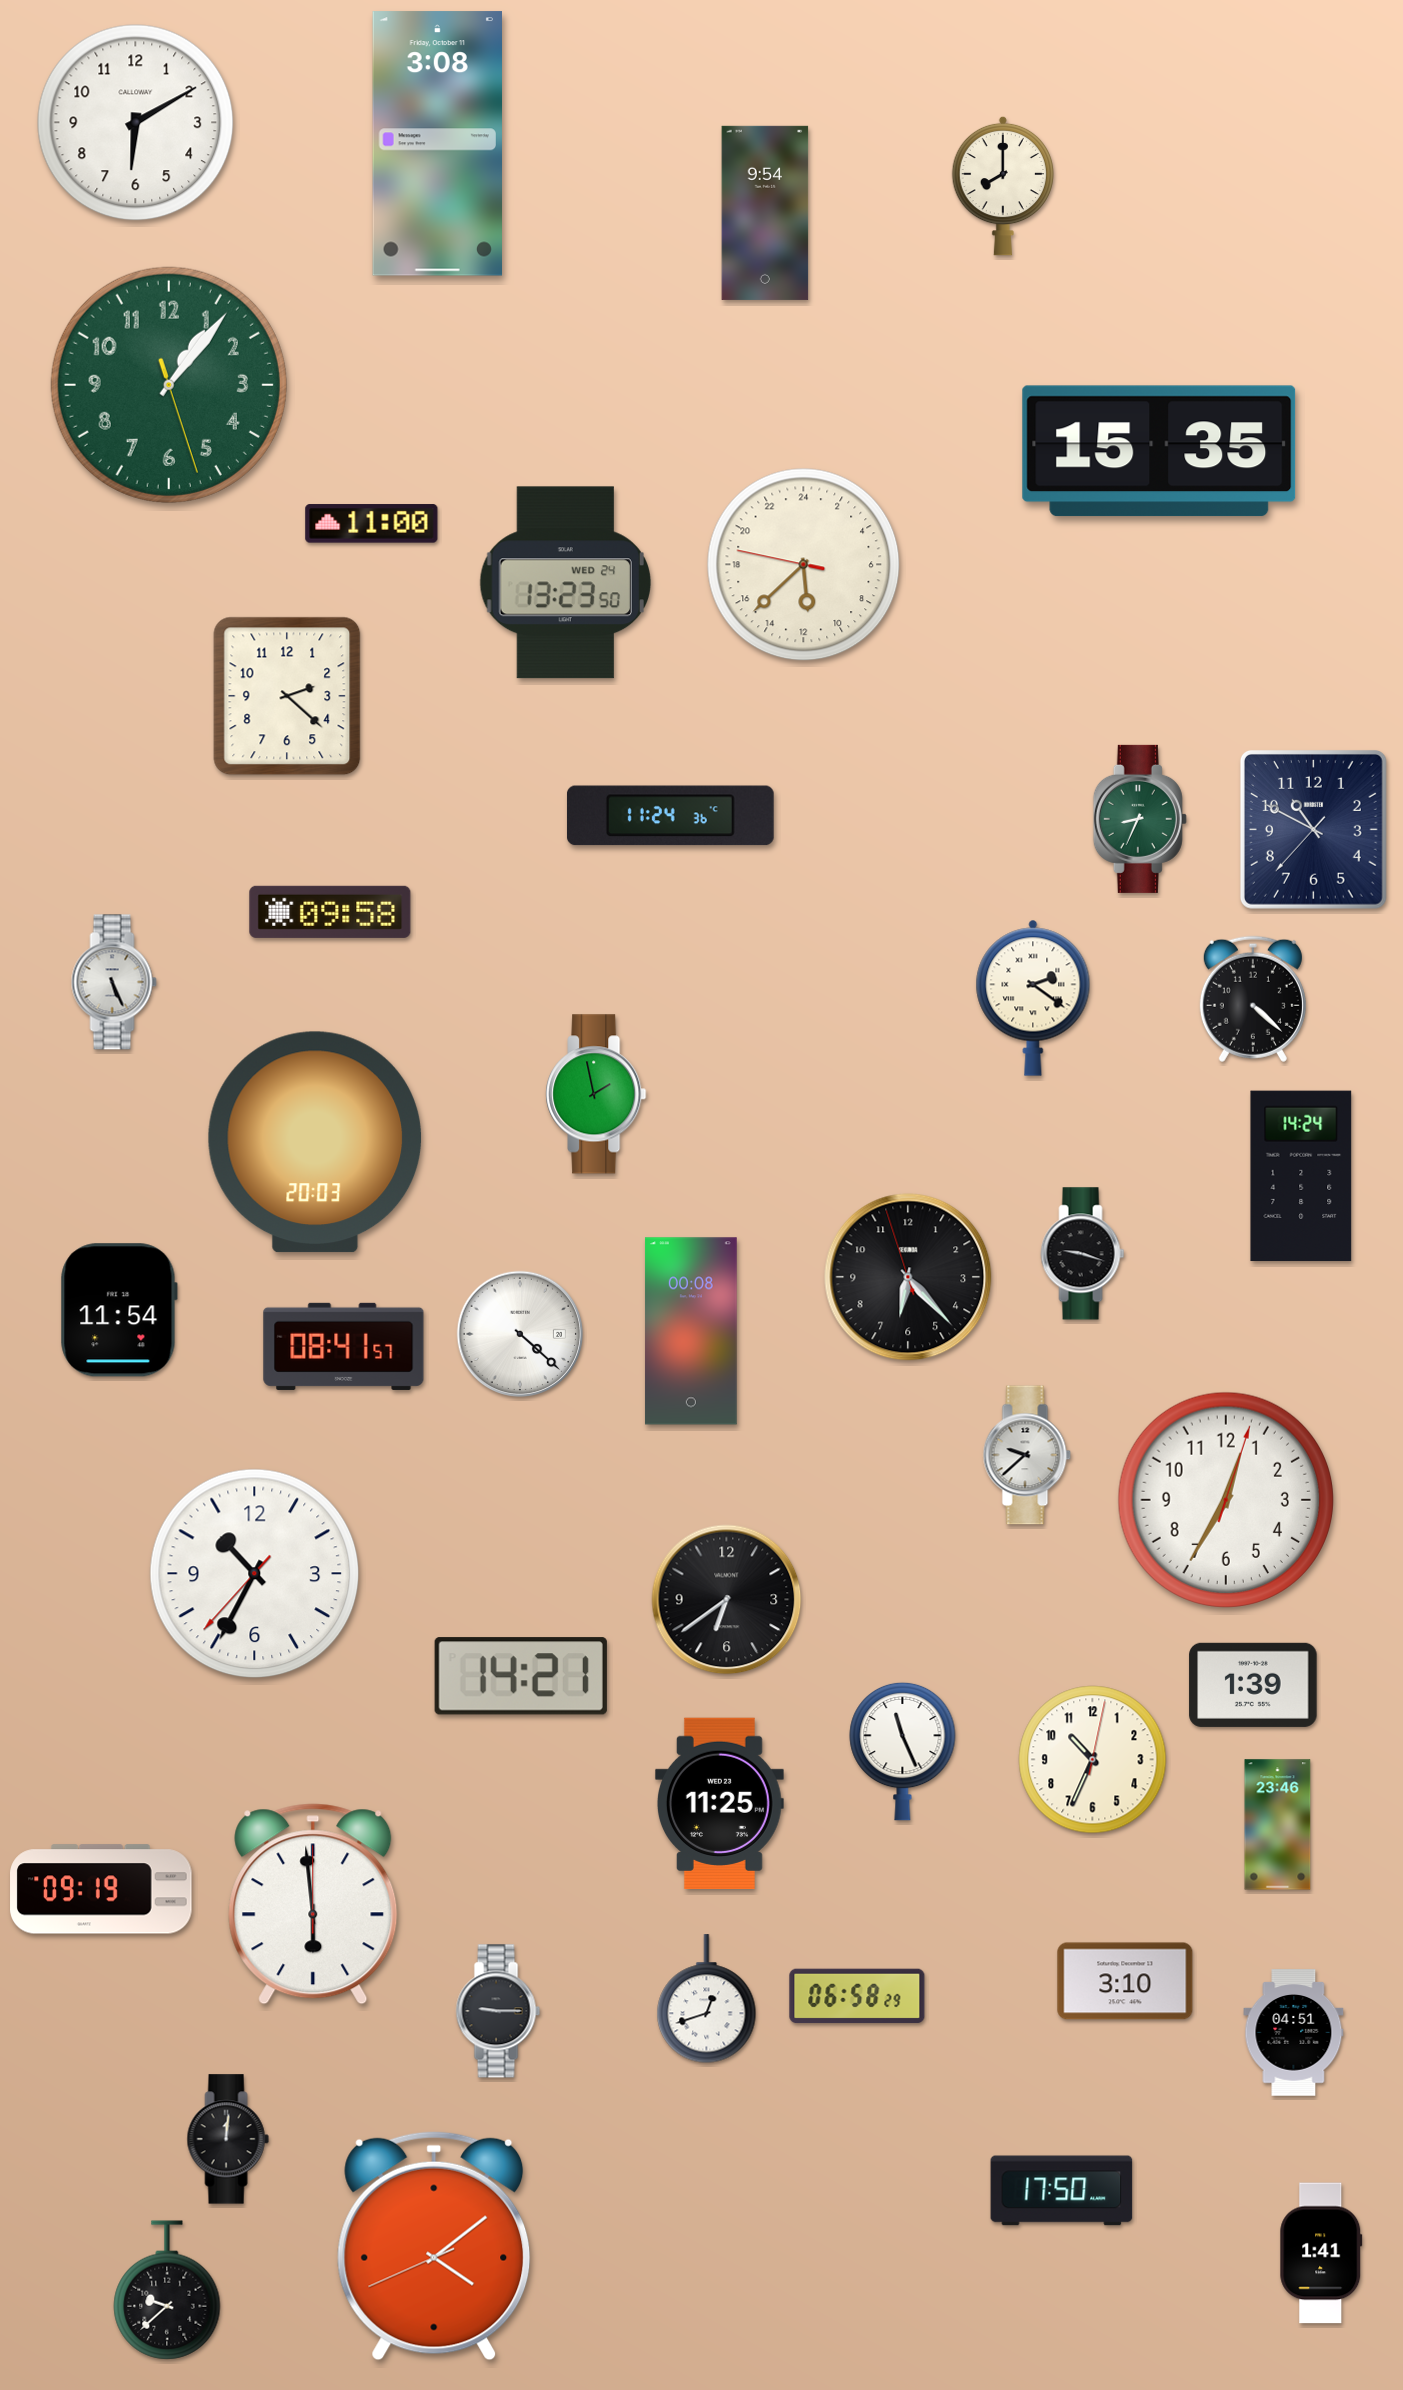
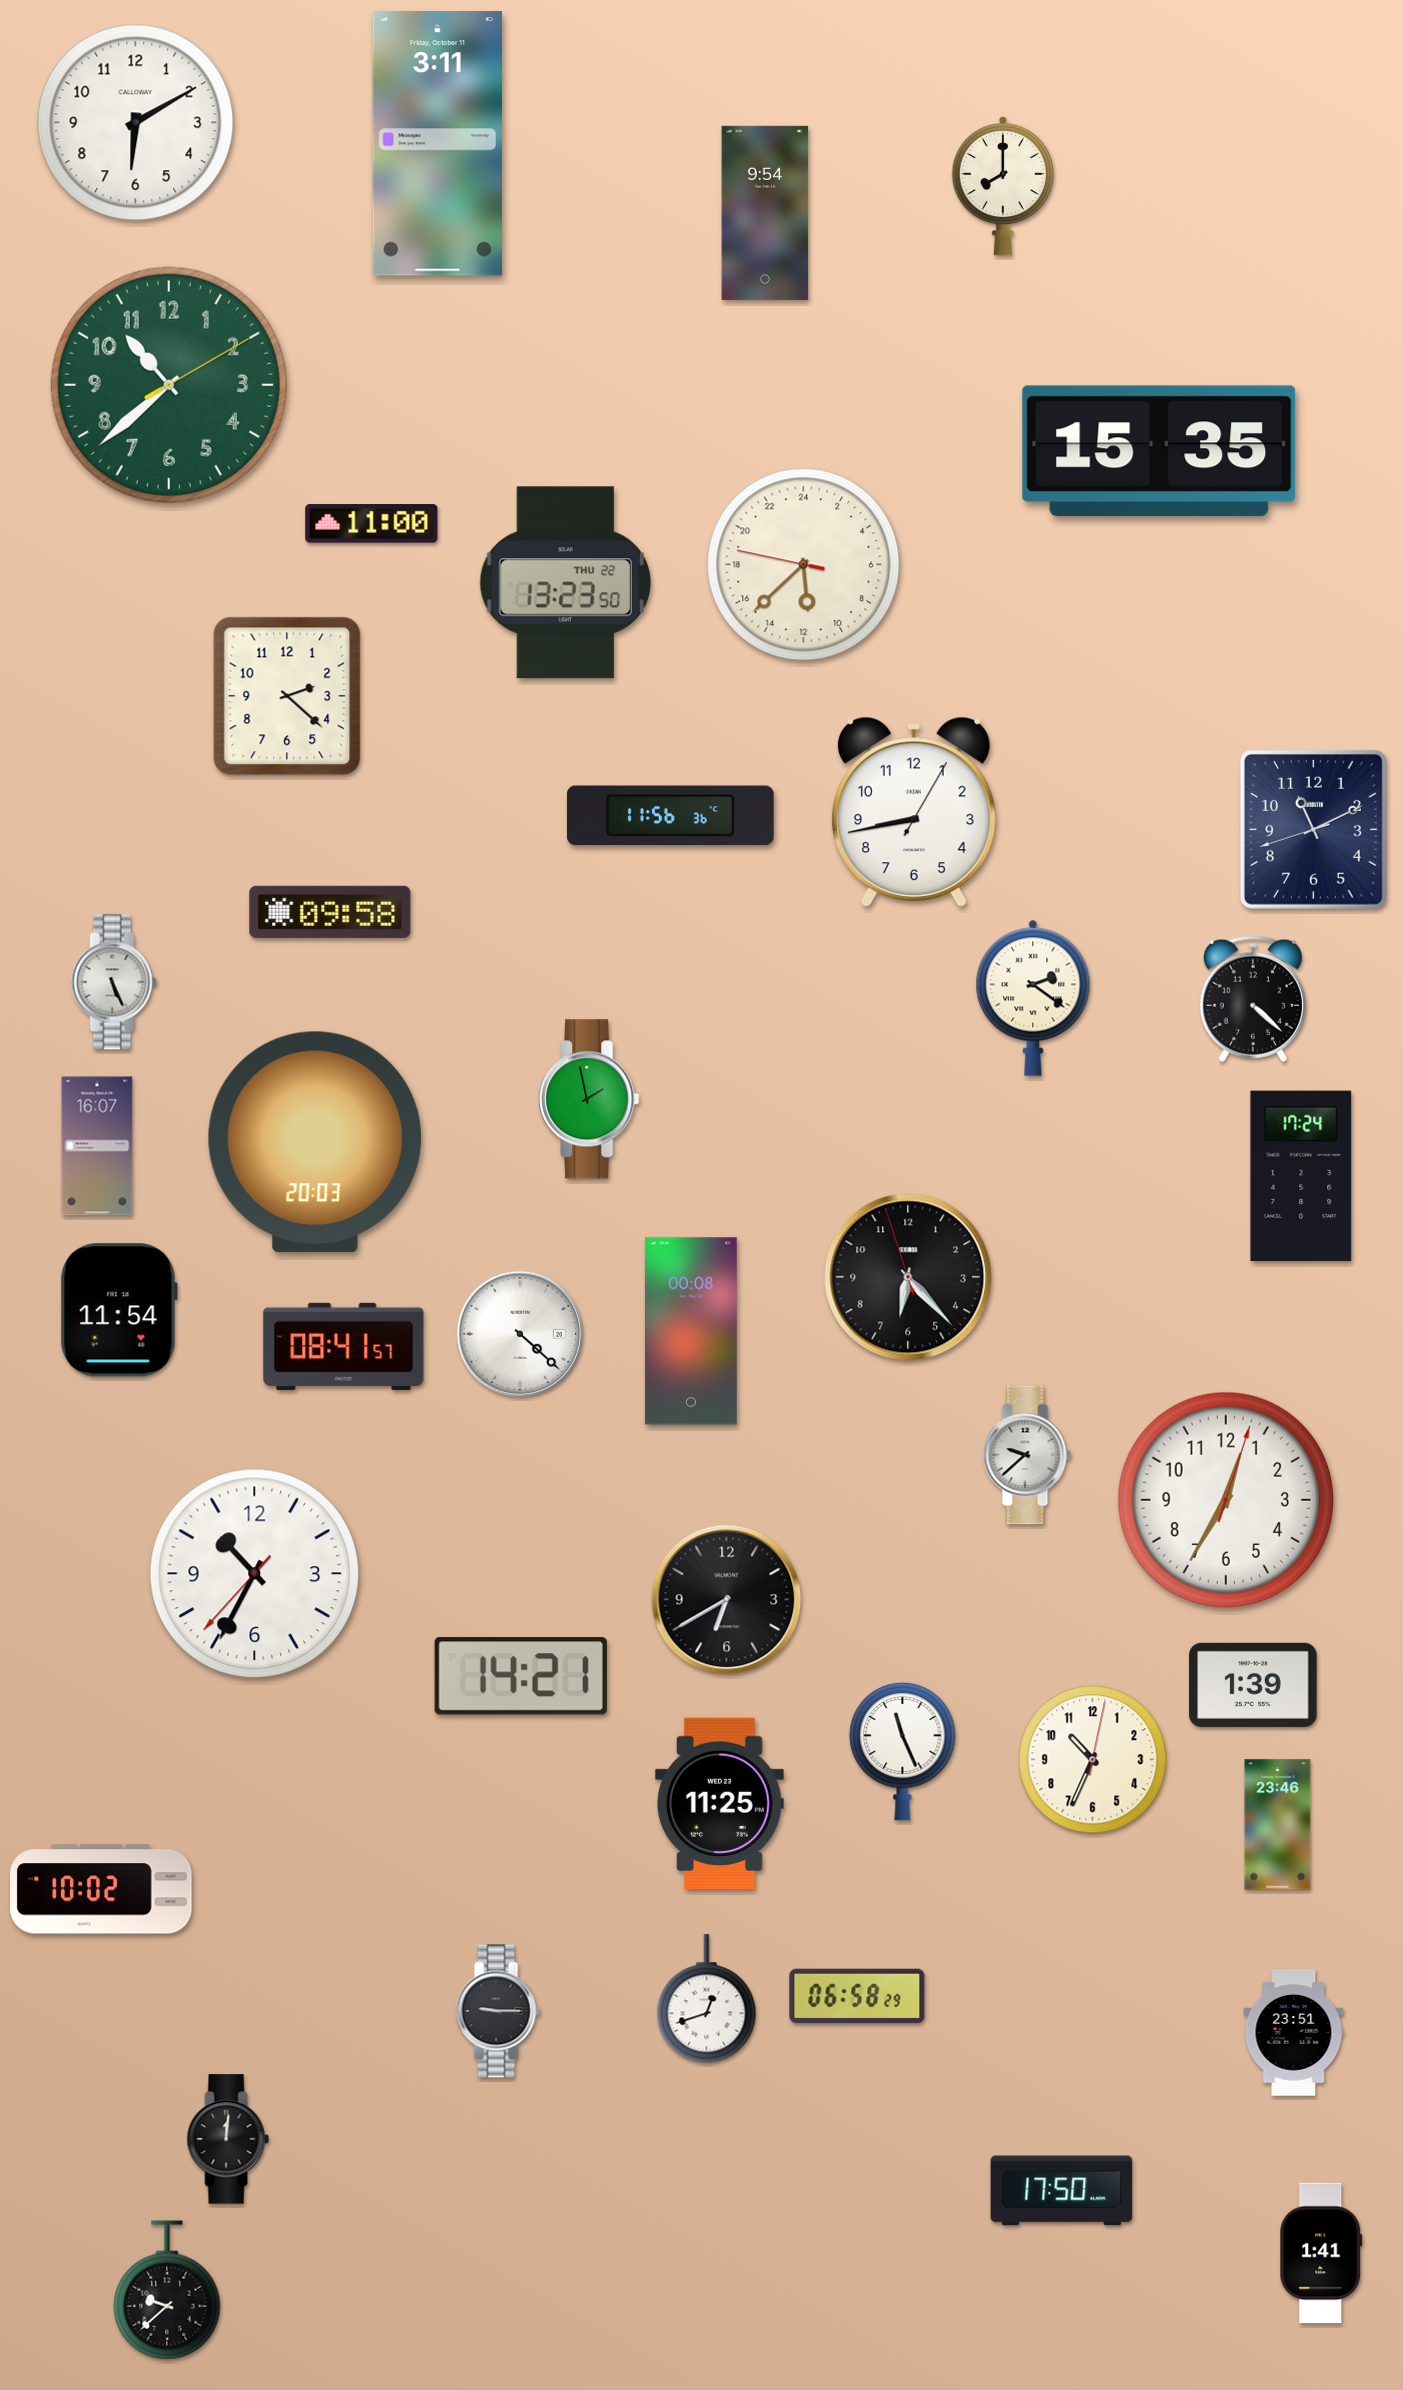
clock at (437, 144): 3:08 -> 3:11
clock at (169, 385): 1:06 -> 10:38
clock at (565, 583) date: WED 24 -> THU 22
clock at (914, 812): none -> 8:43
clock at (670, 816): 11:24 -> 11:56
clock at (1140, 819): 8:34 -> none
clock at (1313, 829): 10:49 -> 11:10
clock at (596, 1094) position: (596, 1094) -> (589, 1099)
clock at (97, 1146): none -> 16:07
clock at (1301, 1176): 14:24 -> 17:24
clock at (1083, 1254): 9:18 -> none
clock at (727, 1600): 6:39 -> 6:40
clock at (101, 1889): 09:19 -> 10:02
clock at (313, 1904): 5:59 -> none
clock at (1125, 1981): 3:10 -> none
clock at (1294, 2033): 04:51 -> 23:51
clock at (434, 2246): 4:08 -> none
